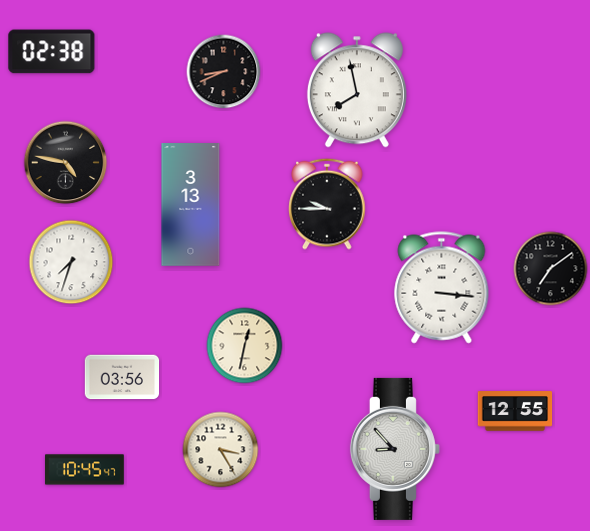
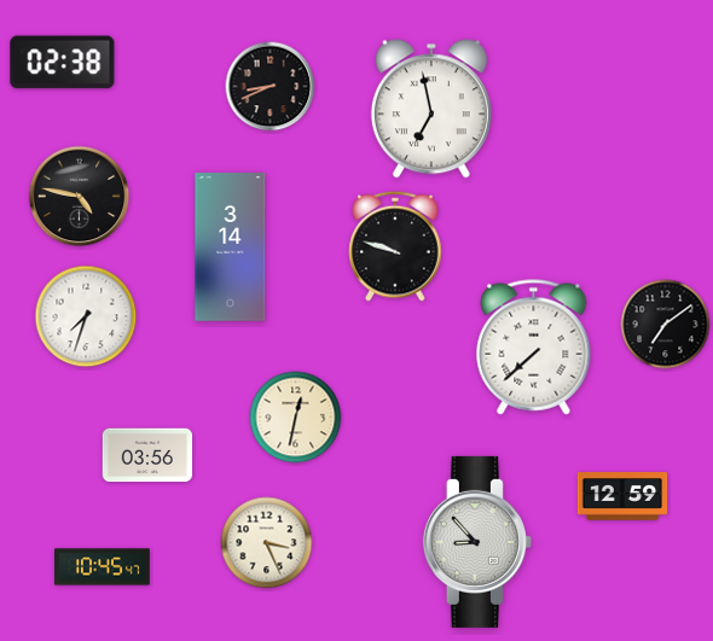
clock at (357, 90): 7:58 -> 6:58
clock at (327, 204): 9:45 -> 9:48
clock at (191, 205): 3:13 -> 3:14
clock at (442, 288): 3:16 -> 7:38
clock at (515, 411): 12:55 -> 12:59
clock at (221, 450): 3:25 -> 3:26
